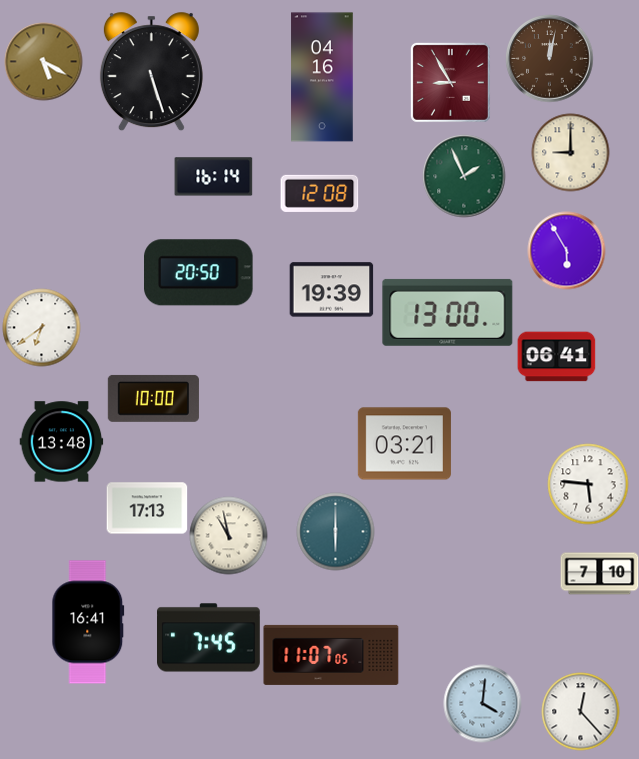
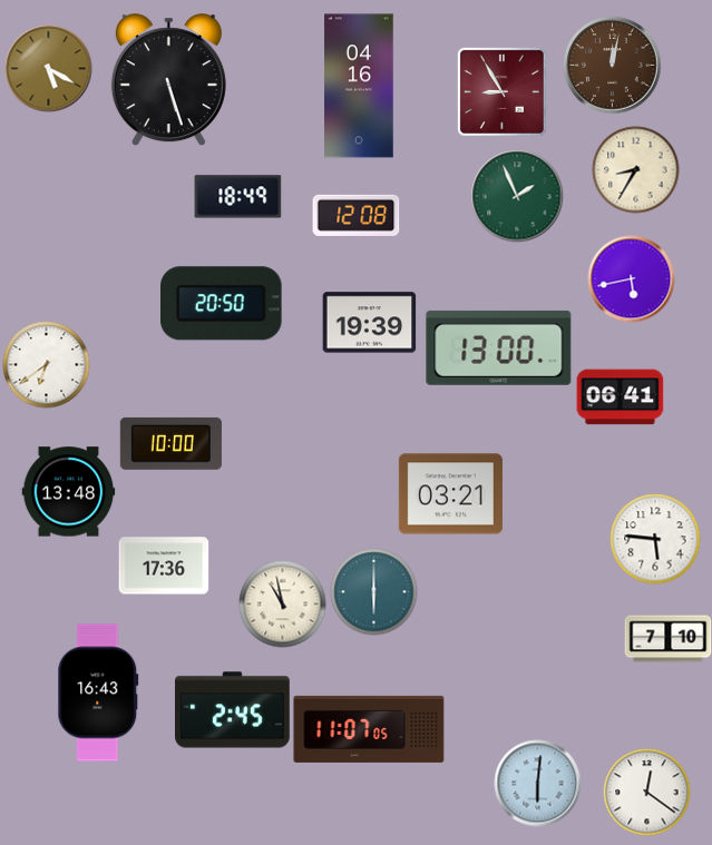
clock at (570, 152): 9:00 -> 8:35
clock at (213, 177): 16:14 -> 18:49
clock at (566, 250): 5:55 -> 5:43
clock at (147, 508): 17:13 -> 17:36
clock at (228, 535) position: (228, 535) -> (282, 603)
clock at (88, 622): 16:41 -> 16:43
clock at (209, 638): 7:45 -> 2:45
clock at (482, 703): 4:01 -> 6:01
clock at (580, 711): 12:23 -> 12:21
